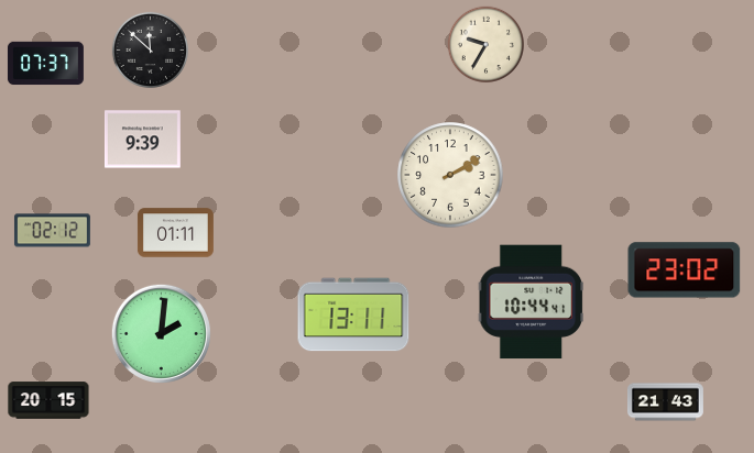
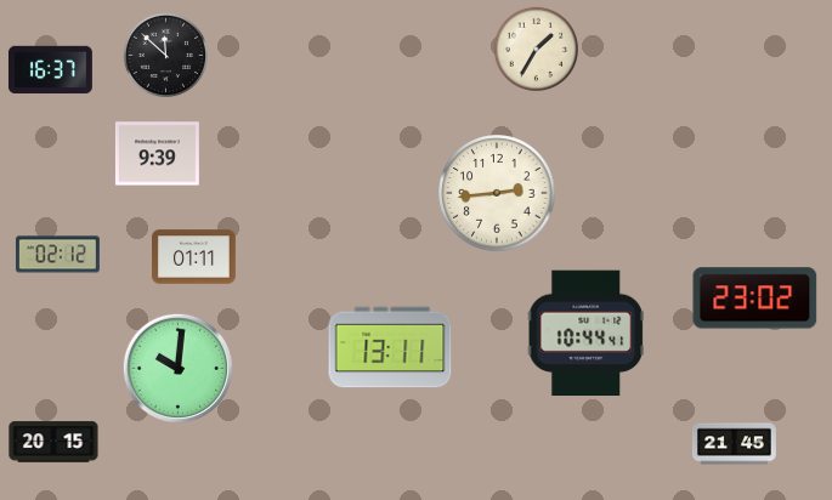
clock at (487, 45): 9:35 -> 1:35
clock at (45, 64): 07:37 -> 16:37
clock at (450, 175): 2:10 -> 2:44
clock at (161, 333): 2:01 -> 10:01
clock at (666, 402): 21:43 -> 21:45
